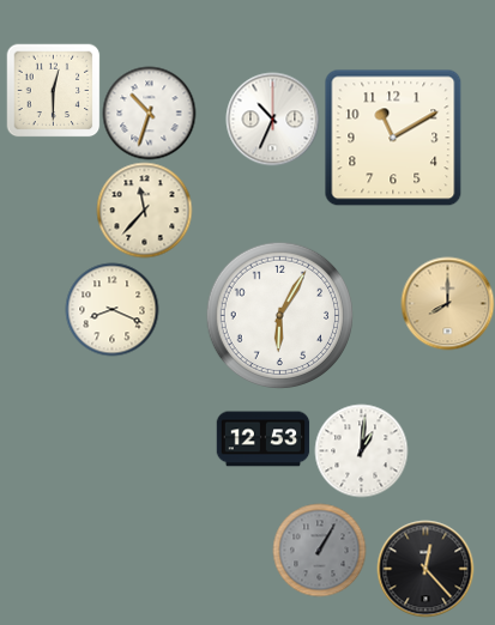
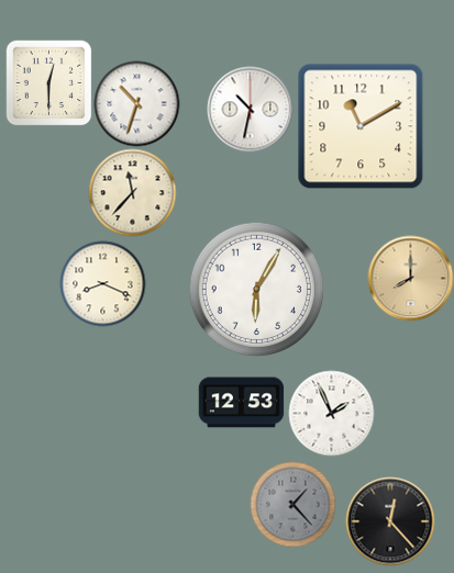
clock at (272, 119): 10:34 -> 10:32
clock at (361, 450): 1:01 -> 1:56
clock at (319, 550): 1:05 -> 1:23
